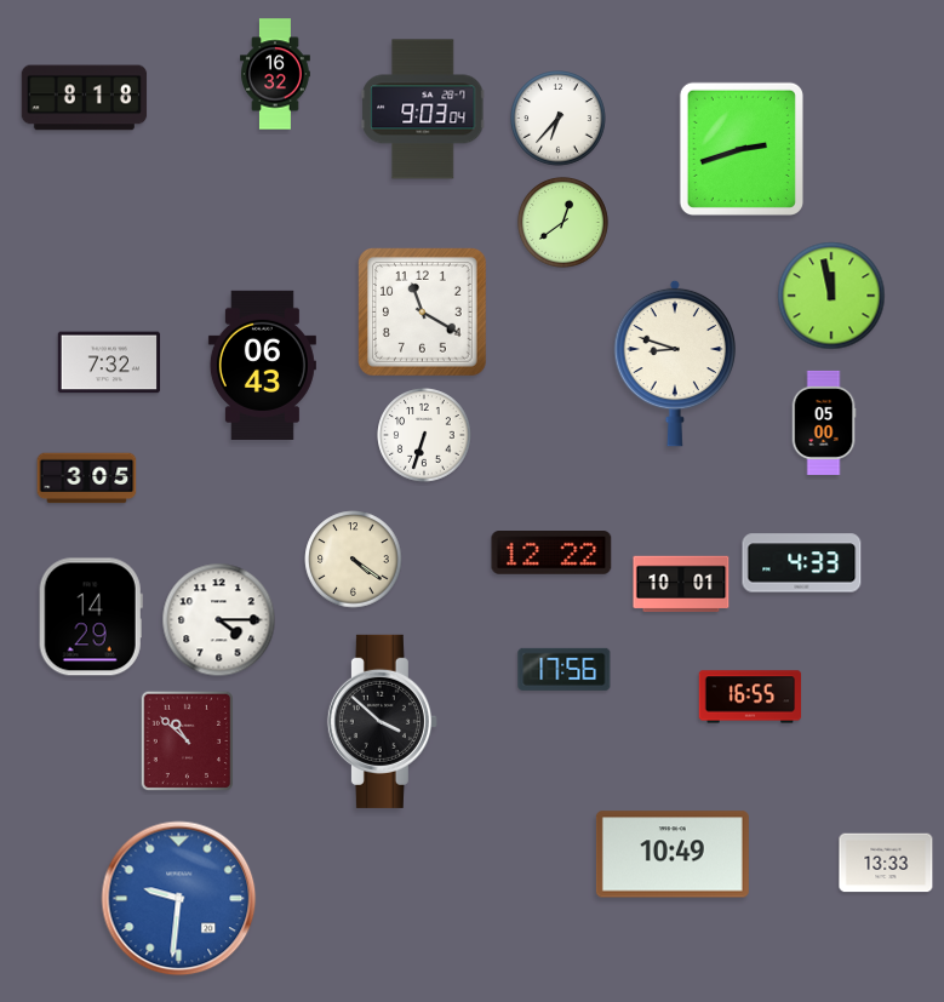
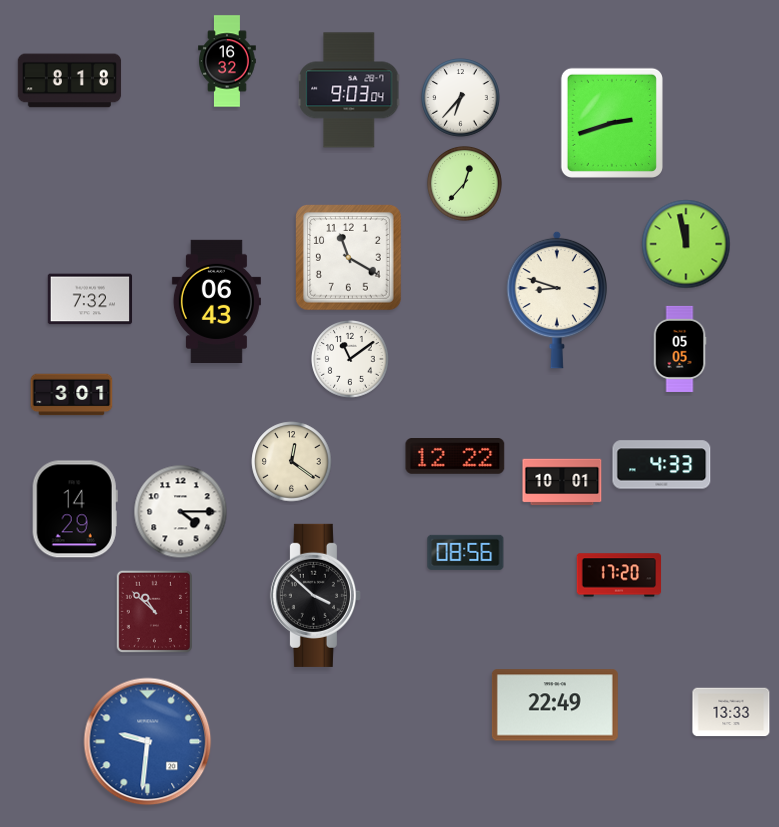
clock at (562, 222): 12:39 -> 12:37
clock at (824, 423): 05:00 -> 05:05
clock at (424, 435): 6:33 -> 11:09
clock at (87, 479): 3:05 -> 3:01
clock at (354, 560): 4:21 -> 12:21
clock at (565, 669): 17:56 -> 08:56
clock at (750, 697): 16:55 -> 17:20
clock at (673, 854): 10:49 -> 22:49
